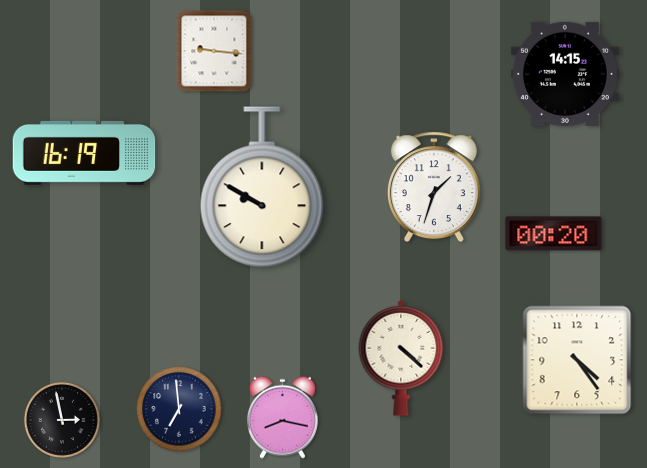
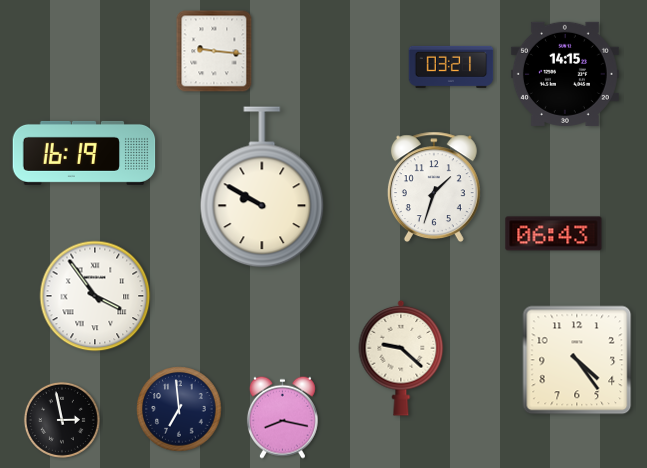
clock at (451, 67): none -> 03:21
clock at (554, 234): 00:20 -> 06:43
clock at (95, 296): none -> 3:54
clock at (401, 358): 4:22 -> 9:22
